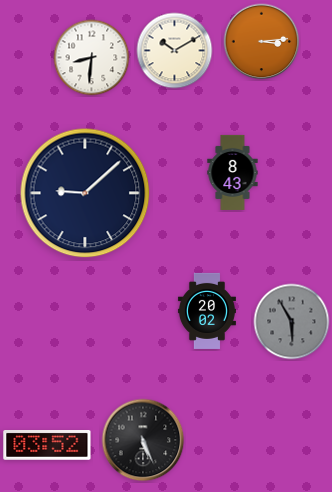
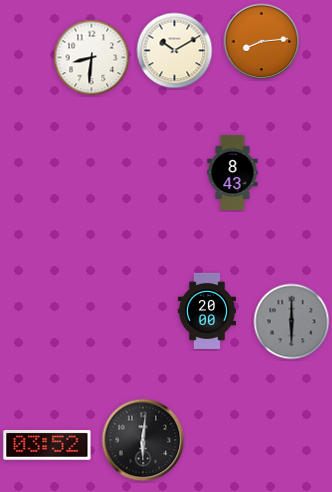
clock at (262, 42): 3:14 -> 8:14
clock at (85, 193): 9:08 -> none
clock at (207, 311): 20:02 -> 20:00
clock at (292, 322): 5:55 -> 6:00
clock at (143, 440): 5:26 -> 6:01
